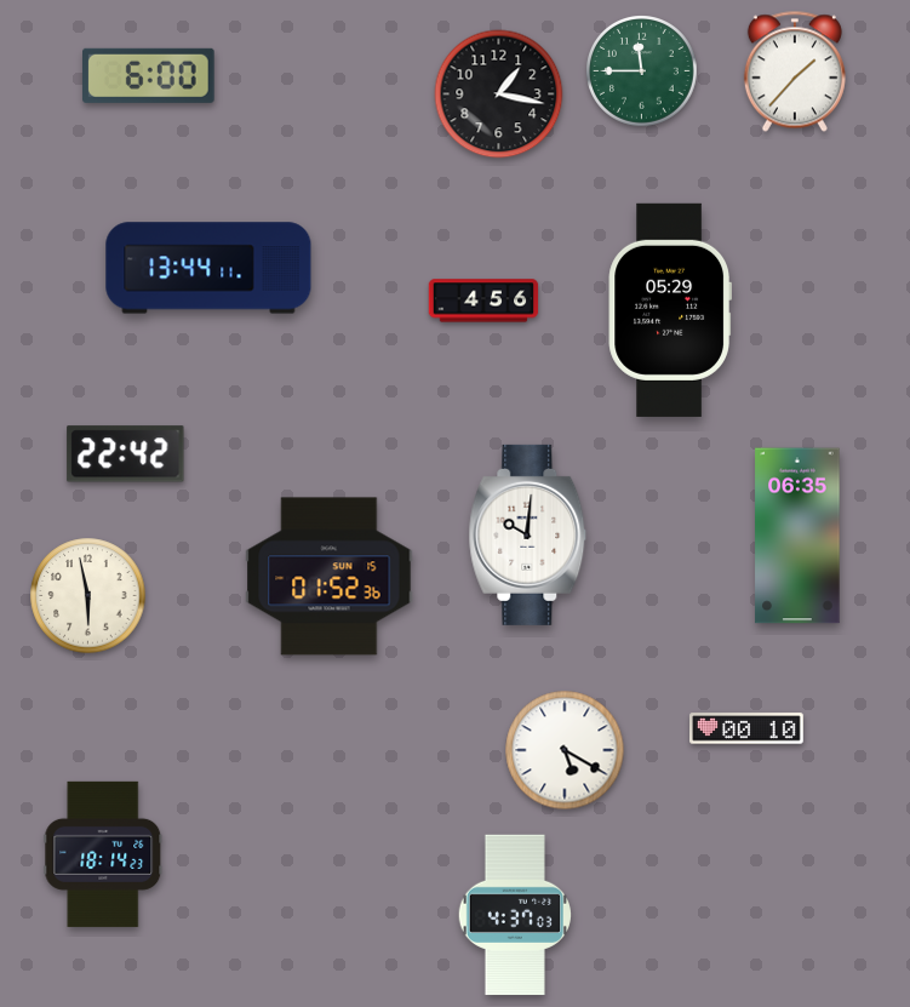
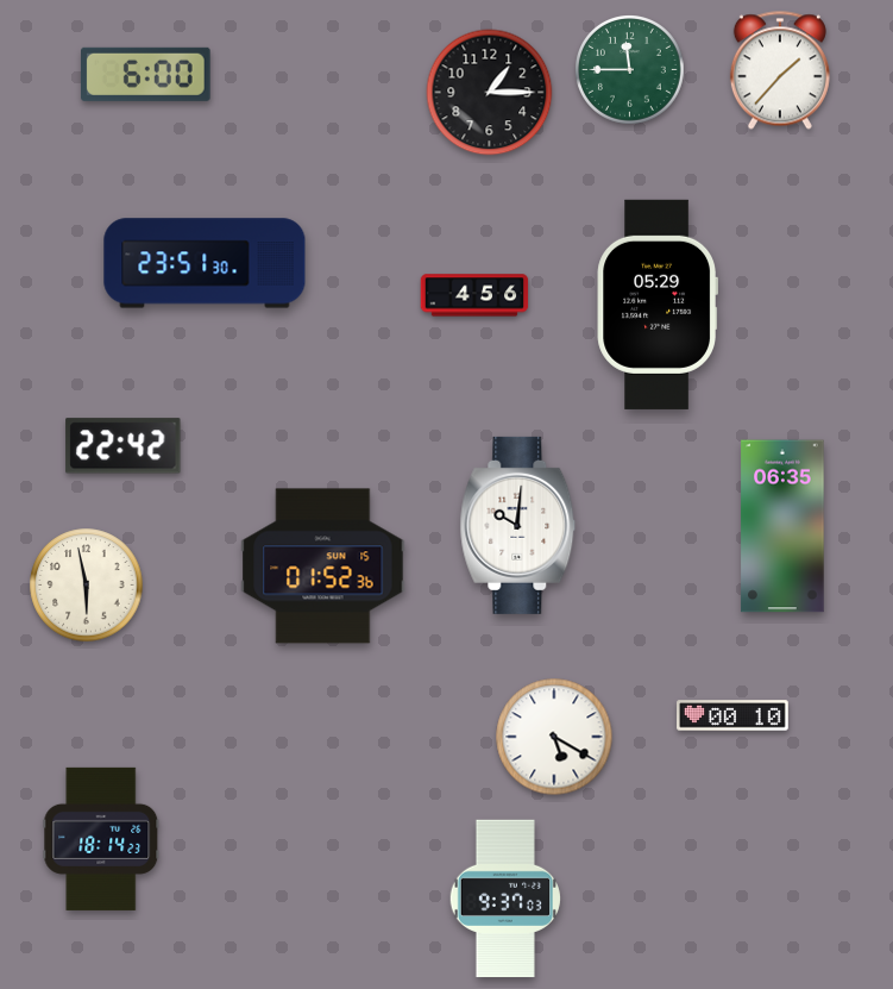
clock at (499, 95): 1:17 -> 1:15
clock at (208, 268): 13:44 -> 23:51
clock at (514, 915): 4:37 -> 9:37
